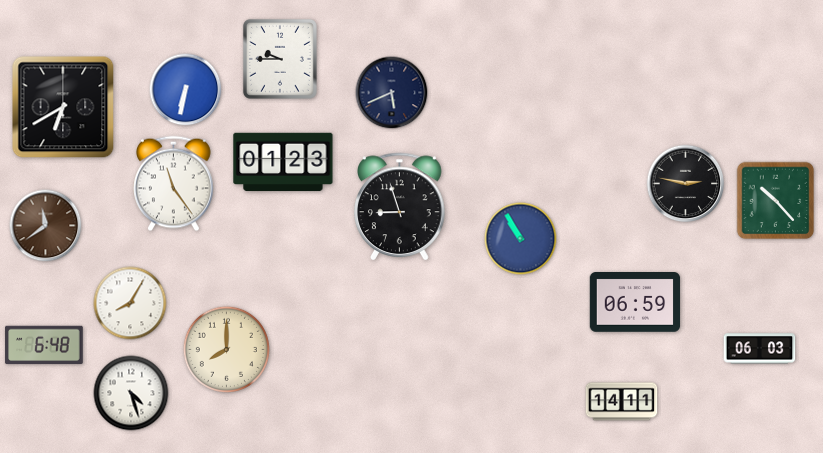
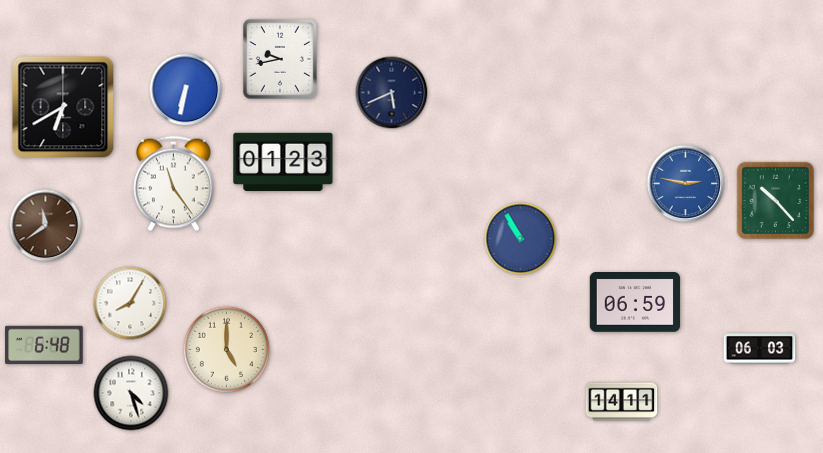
clock at (280, 59): 9:45 -> 9:43
clock at (686, 184) dial: black -> blue
clock at (400, 207): 8:57 -> none
clock at (226, 349): 8:00 -> 5:00
